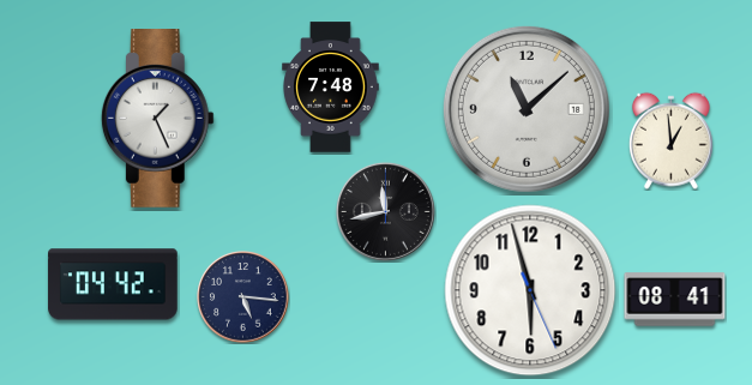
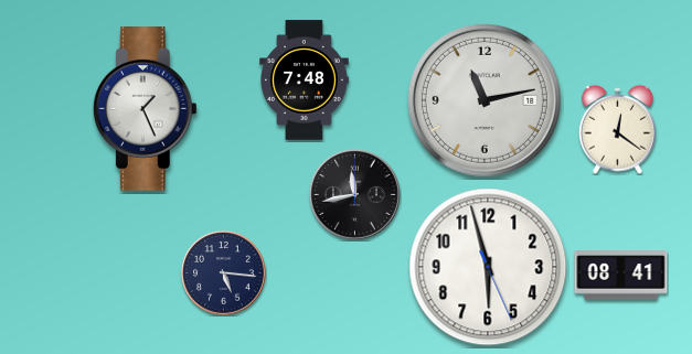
clock at (527, 109): 11:08 -> 11:13
clock at (670, 140): 12:59 -> 12:21
clock at (113, 284): 04:42 -> none
